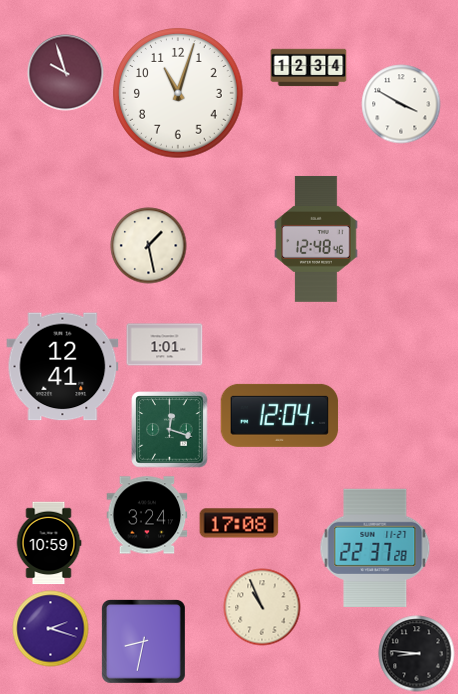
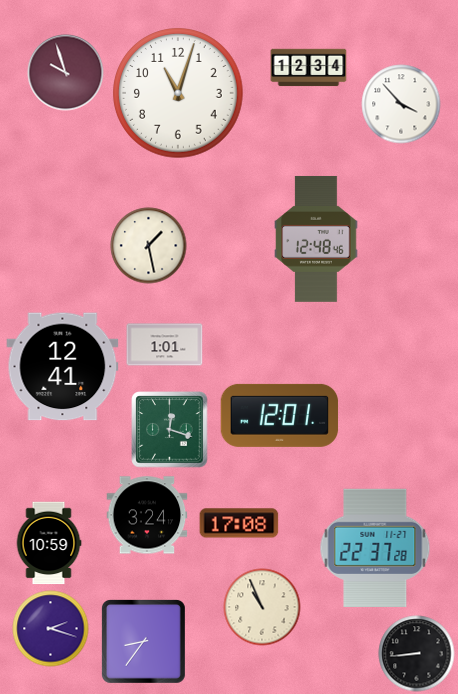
clock at (401, 104): 3:50 -> 3:53
clock at (280, 415): 12:04 -> 12:01
clock at (143, 641): 8:32 -> 8:36
clock at (417, 654): 8:46 -> 8:44
